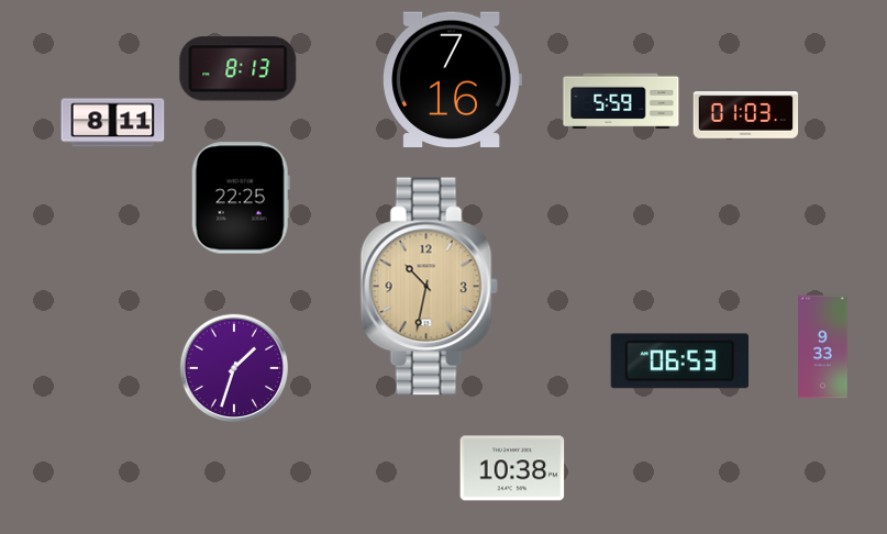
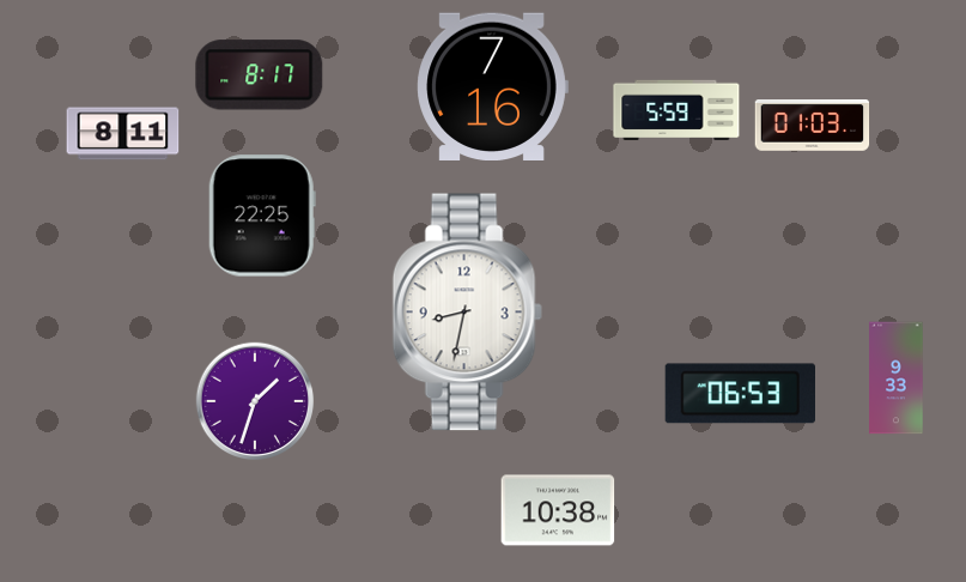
clock at (239, 69): 8:13 -> 8:17
clock at (429, 287): 10:32 -> 8:32
clock at (429, 287) dial: champagne -> white
